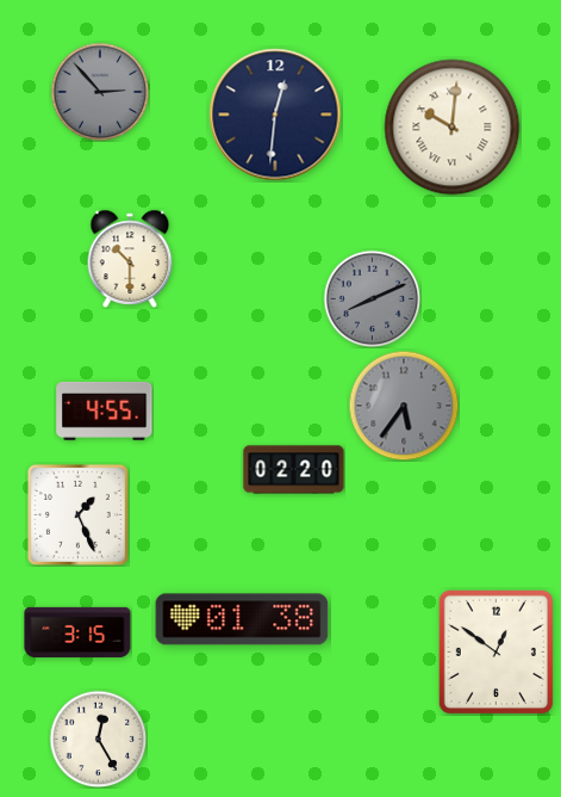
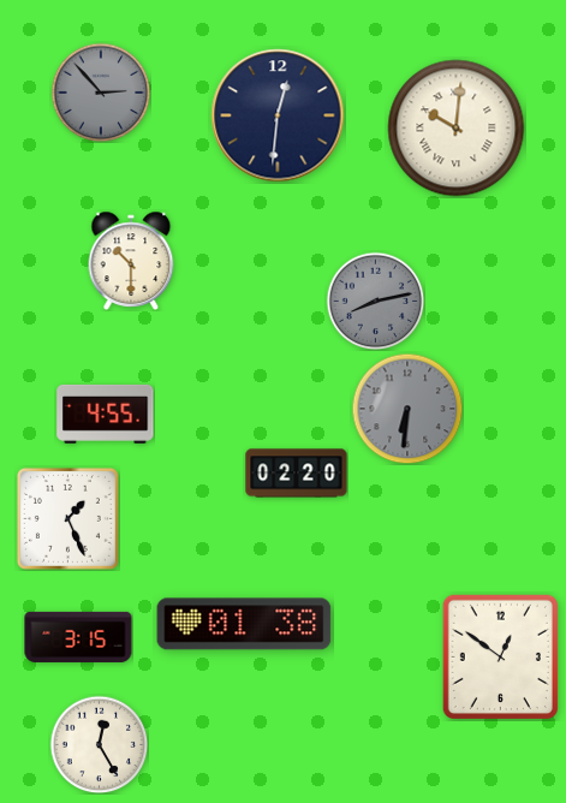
clock at (372, 298): 8:11 -> 8:13
clock at (404, 406): 5:36 -> 6:31
clock at (77, 514) position: (77, 514) -> (67, 518)
